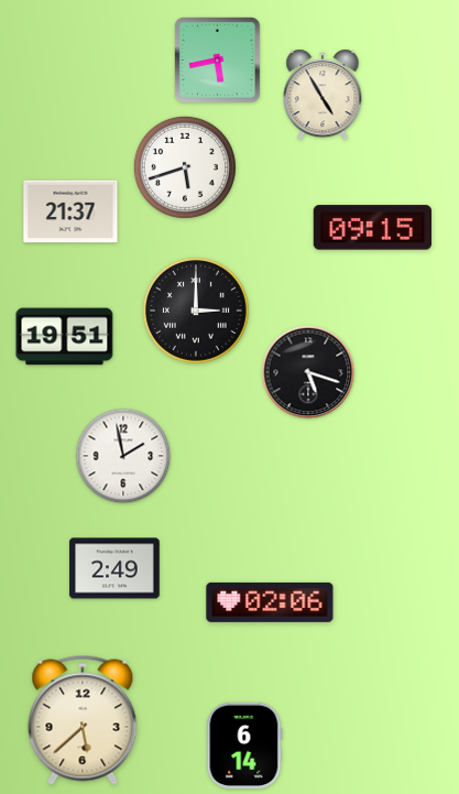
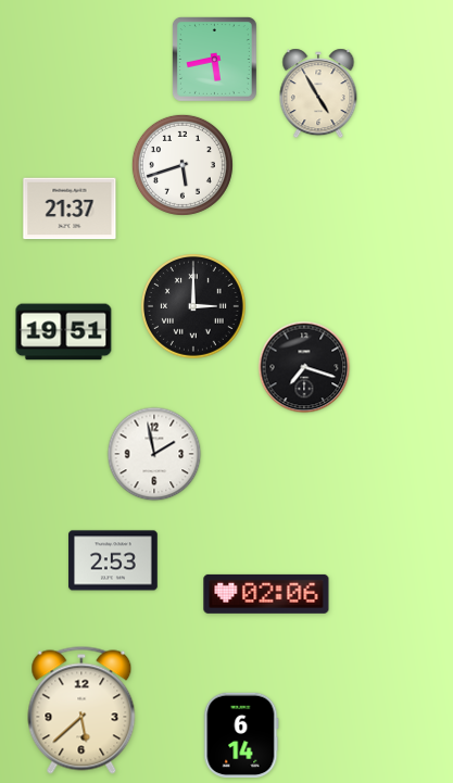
clock at (372, 228): 09:15 -> none
clock at (308, 372): 5:18 -> 7:18
clock at (123, 456) position: (123, 456) -> (154, 454)
clock at (114, 568): 2:49 -> 2:53
